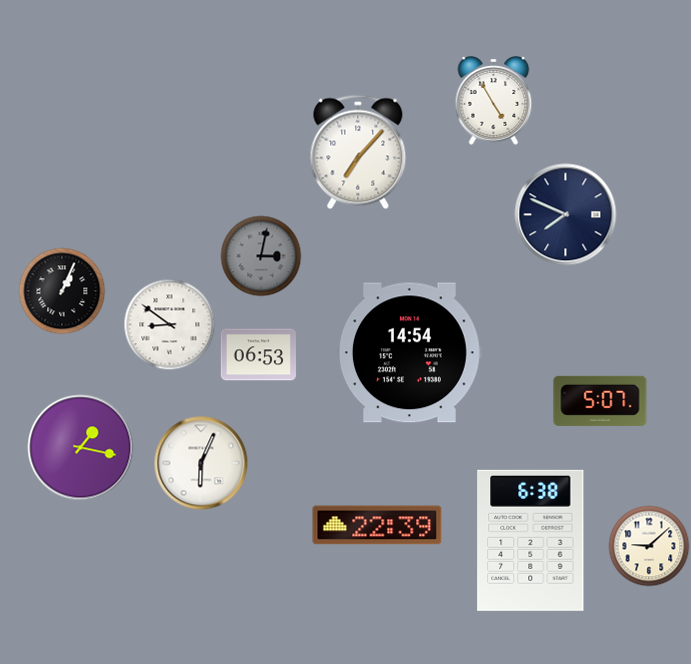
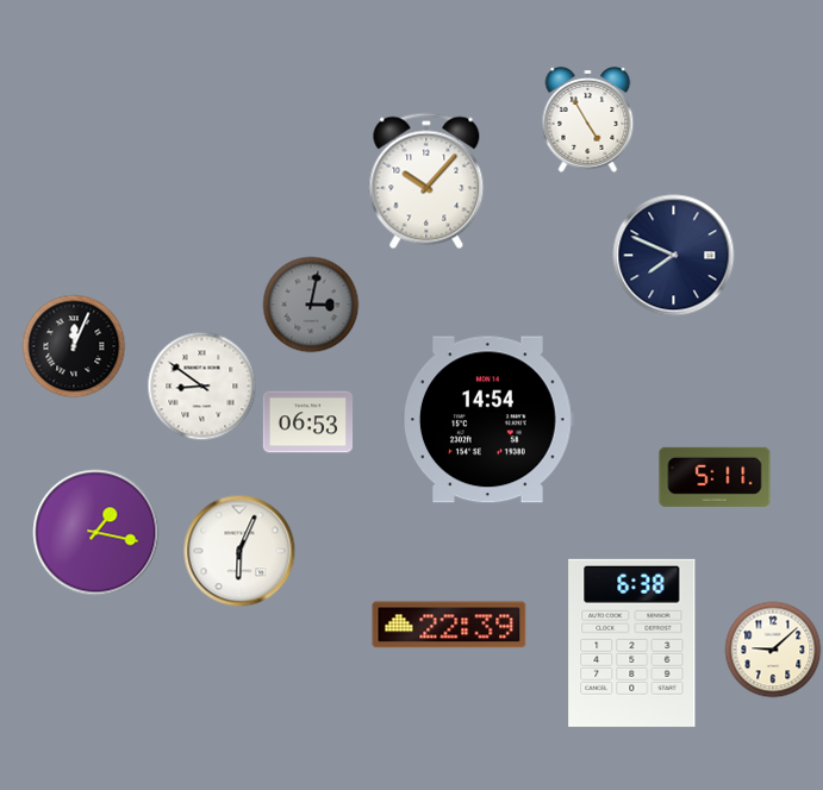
clock at (358, 152): 7:07 -> 10:07
clock at (62, 291): 1:04 -> 12:04
clock at (600, 401): 5:07 -> 5:11
